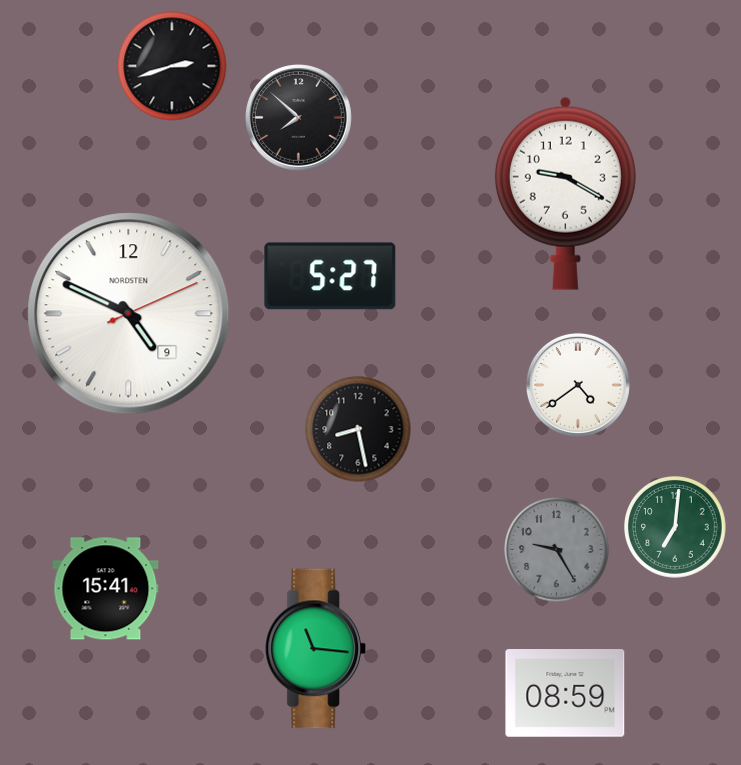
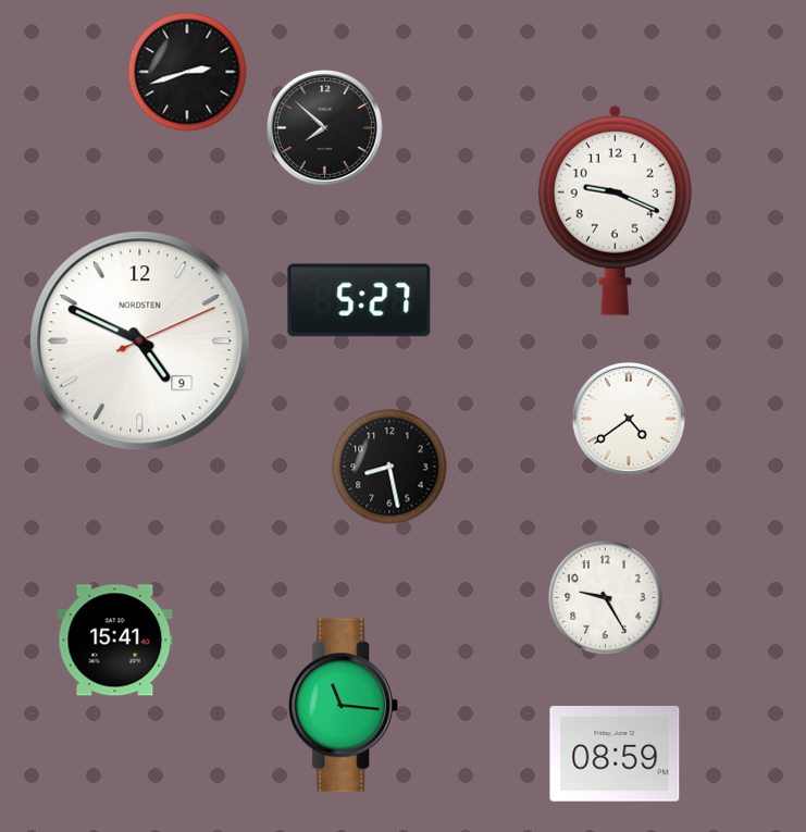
clock at (565, 193): 9:20 -> 9:19
clock at (676, 528): 7:01 -> none
clock at (557, 550) dial: grey -> white
